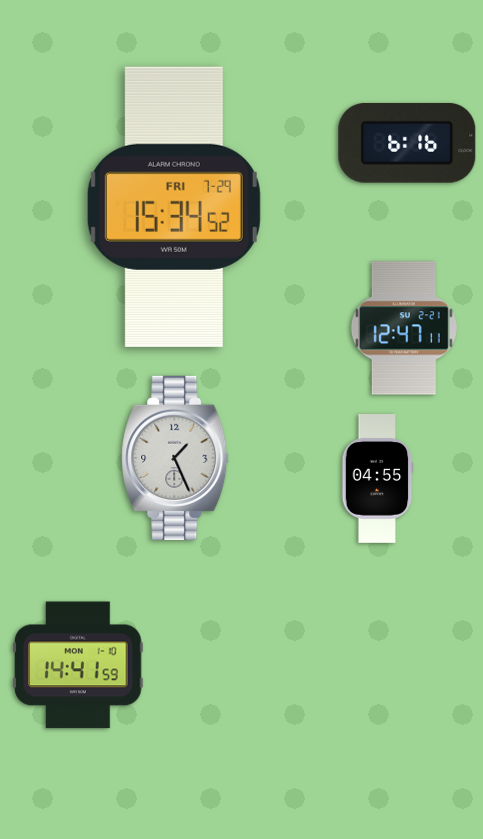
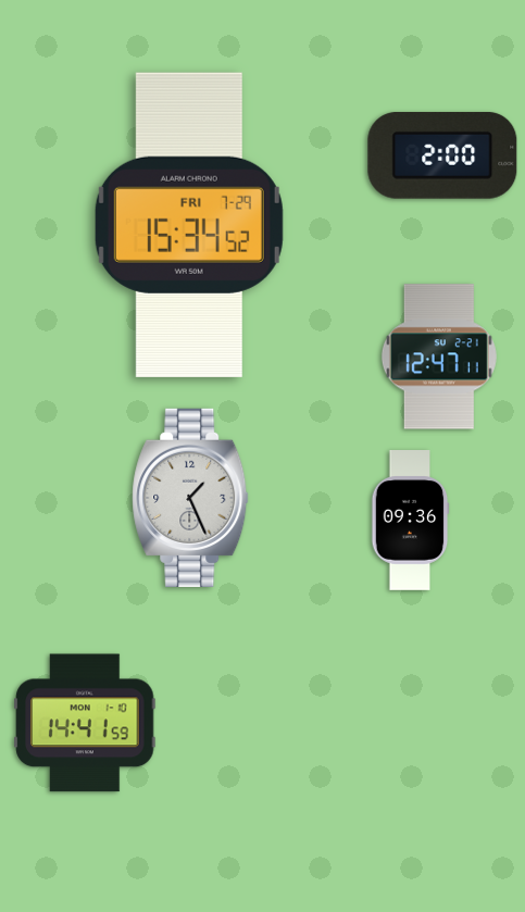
clock at (407, 143): 6:16 -> 2:00
clock at (377, 479): 04:55 -> 09:36
